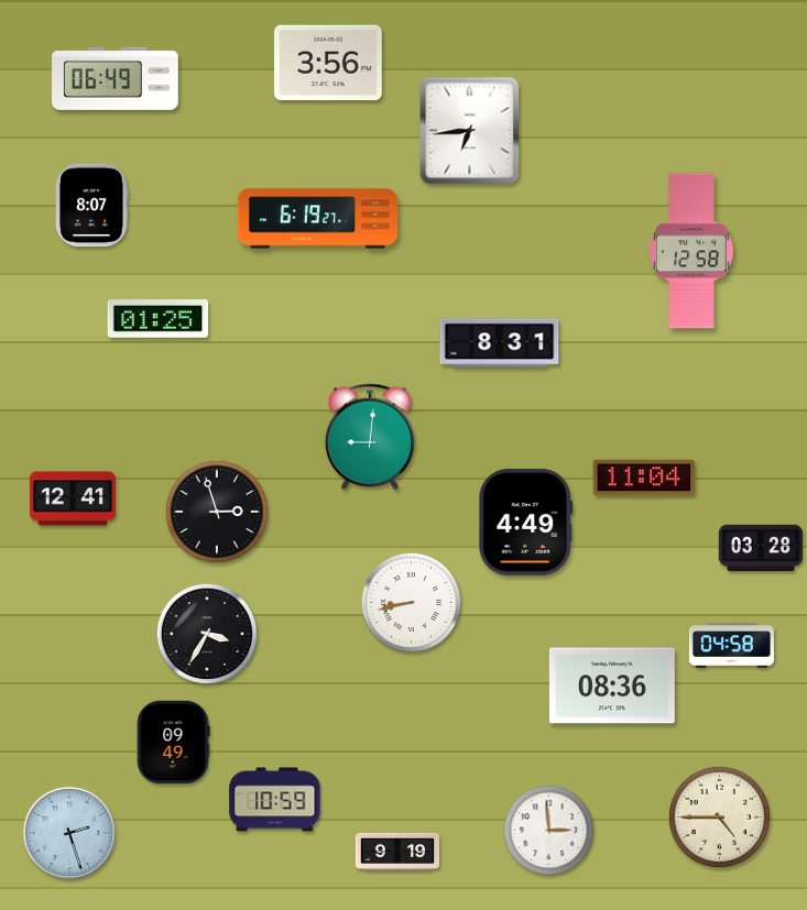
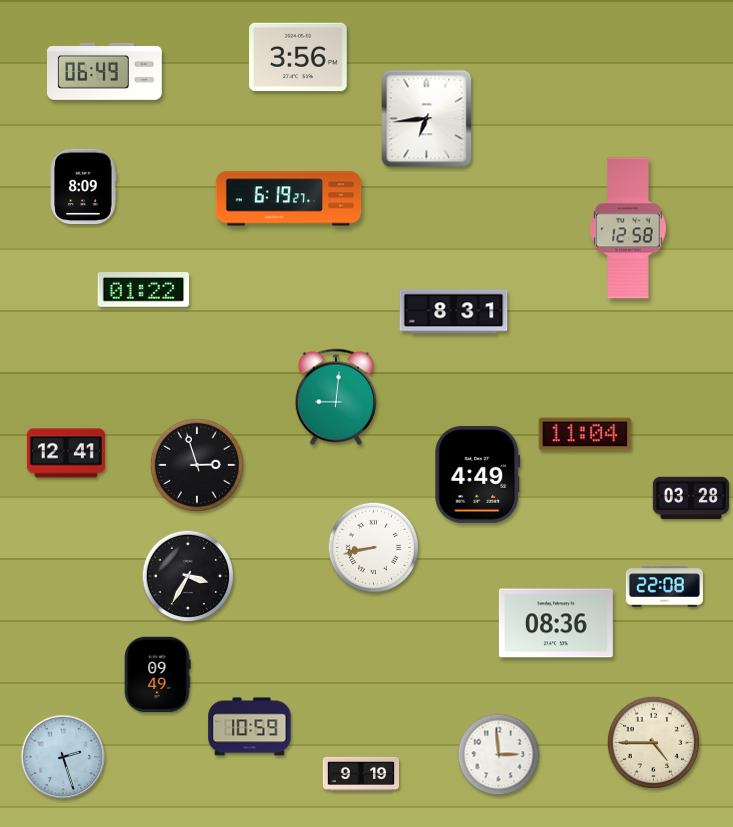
clock at (91, 206): 8:07 -> 8:09
clock at (159, 319): 01:25 -> 01:22
clock at (731, 646): 04:58 -> 22:08
